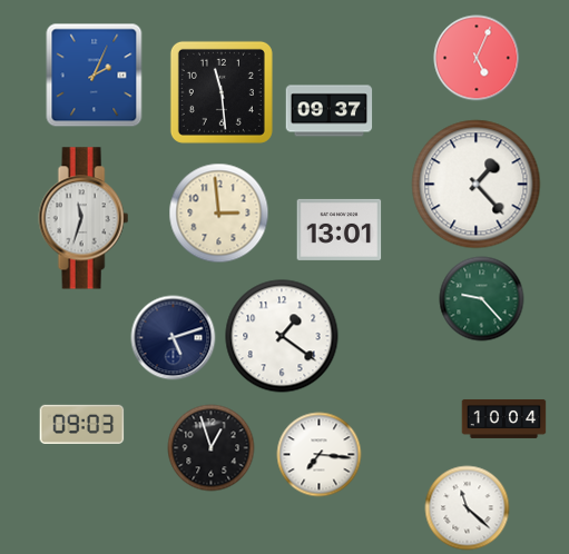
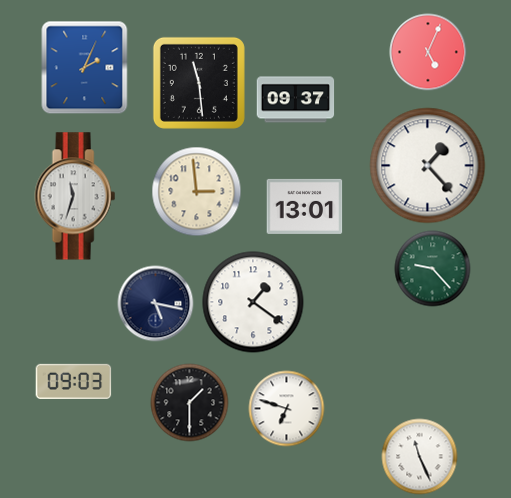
clock at (174, 338): 5:12 -> 5:17
clock at (504, 418): 10:04 -> none
clock at (212, 448): 12:57 -> 1:30
clock at (320, 455): 7:16 -> 6:48
clock at (468, 508): 11:22 -> 11:26
